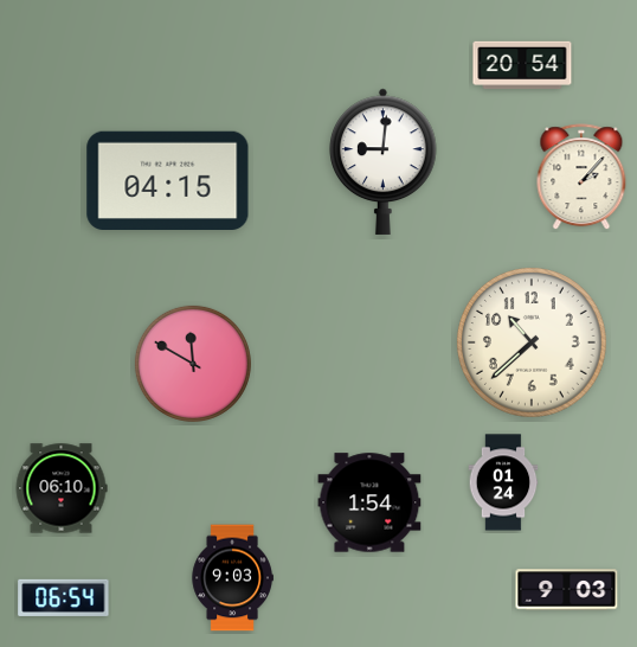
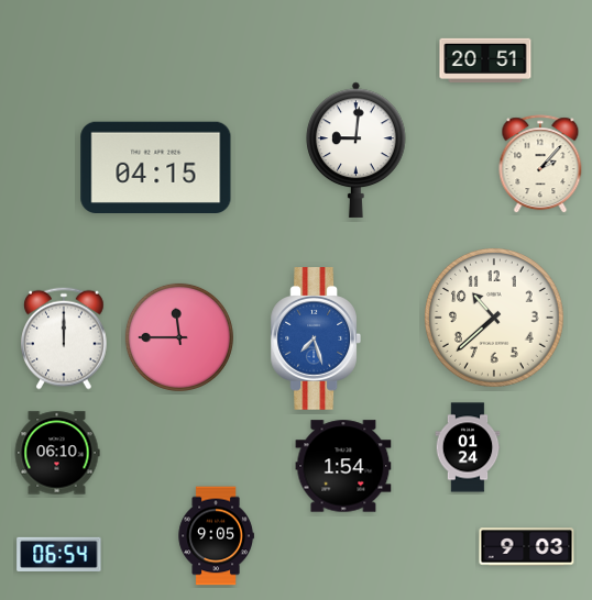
clock at (522, 65): 20:54 -> 20:51
clock at (193, 364): 11:50 -> 11:45
clock at (65, 338): none -> 12:00
clock at (315, 338): none -> 7:27
clock at (232, 578): 9:03 -> 9:05
